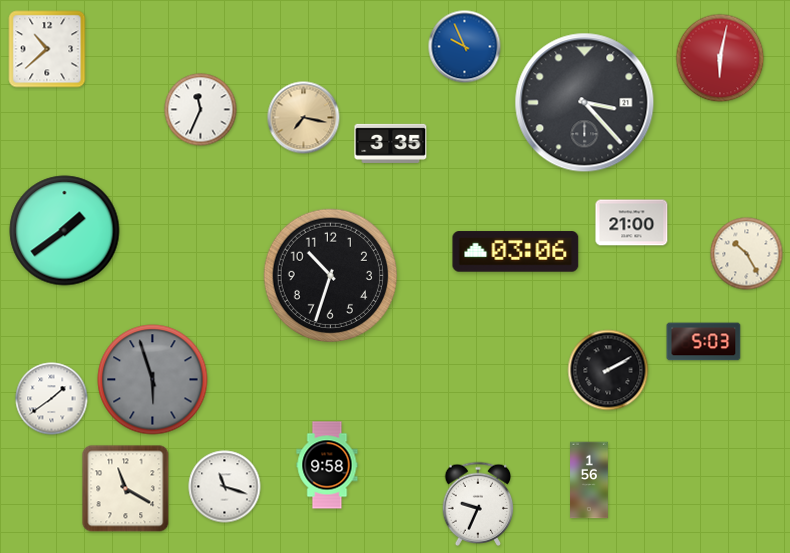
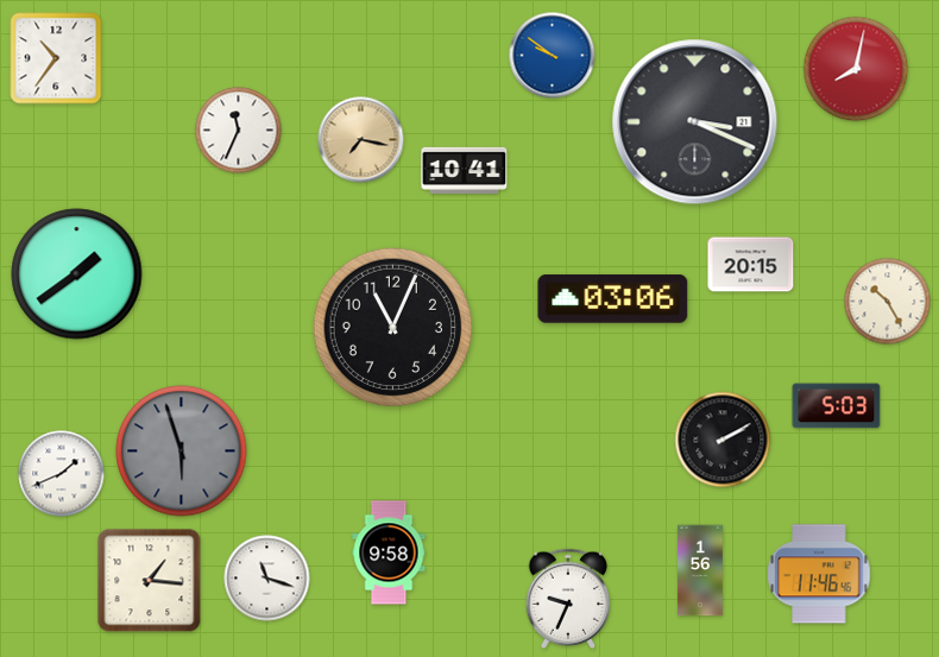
clock at (465, 47): 9:56 -> 9:51
clock at (47, 49): 10:38 -> 10:36
clock at (720, 58): 6:02 -> 8:02
clock at (585, 103): 3:23 -> 3:19
clock at (391, 143): 3:35 -> 10:41
clock at (632, 223): 21:00 -> 20:15
clock at (330, 275): 10:33 -> 11:04
clock at (52, 399): 1:39 -> 1:41
clock at (819, 574): none -> 11:46
clock at (126, 489): 11:20 -> 1:16
